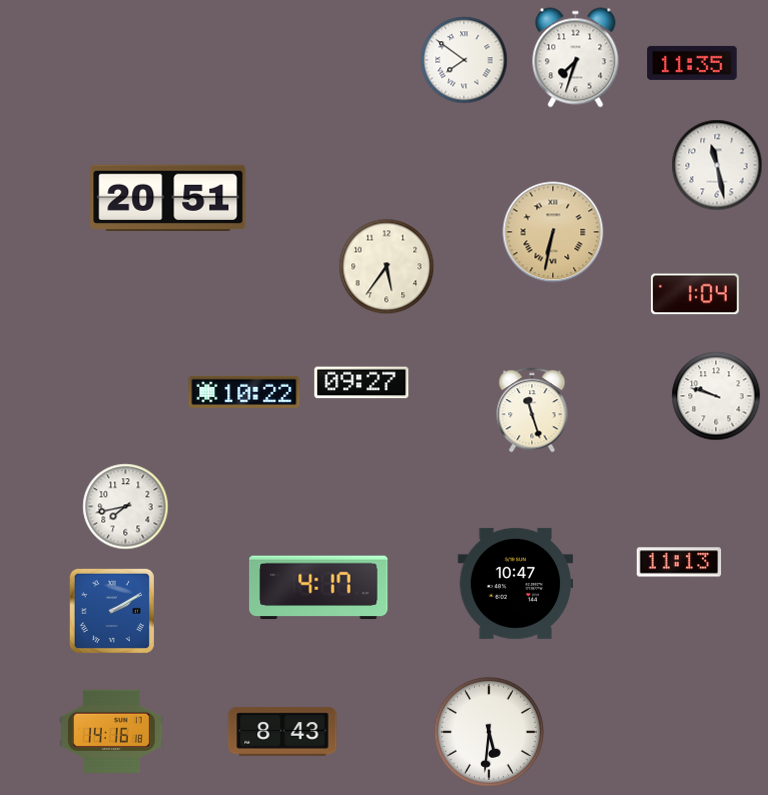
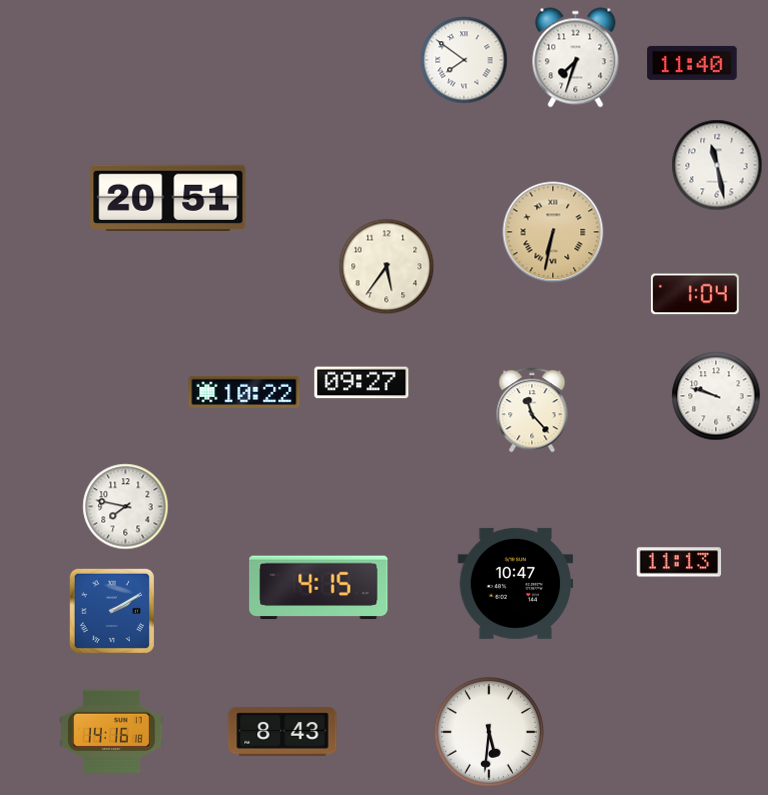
clock at (692, 63): 11:35 -> 11:40
clock at (532, 410): 11:27 -> 11:23
clock at (126, 507): 7:43 -> 7:47
clock at (319, 588): 4:17 -> 4:15
